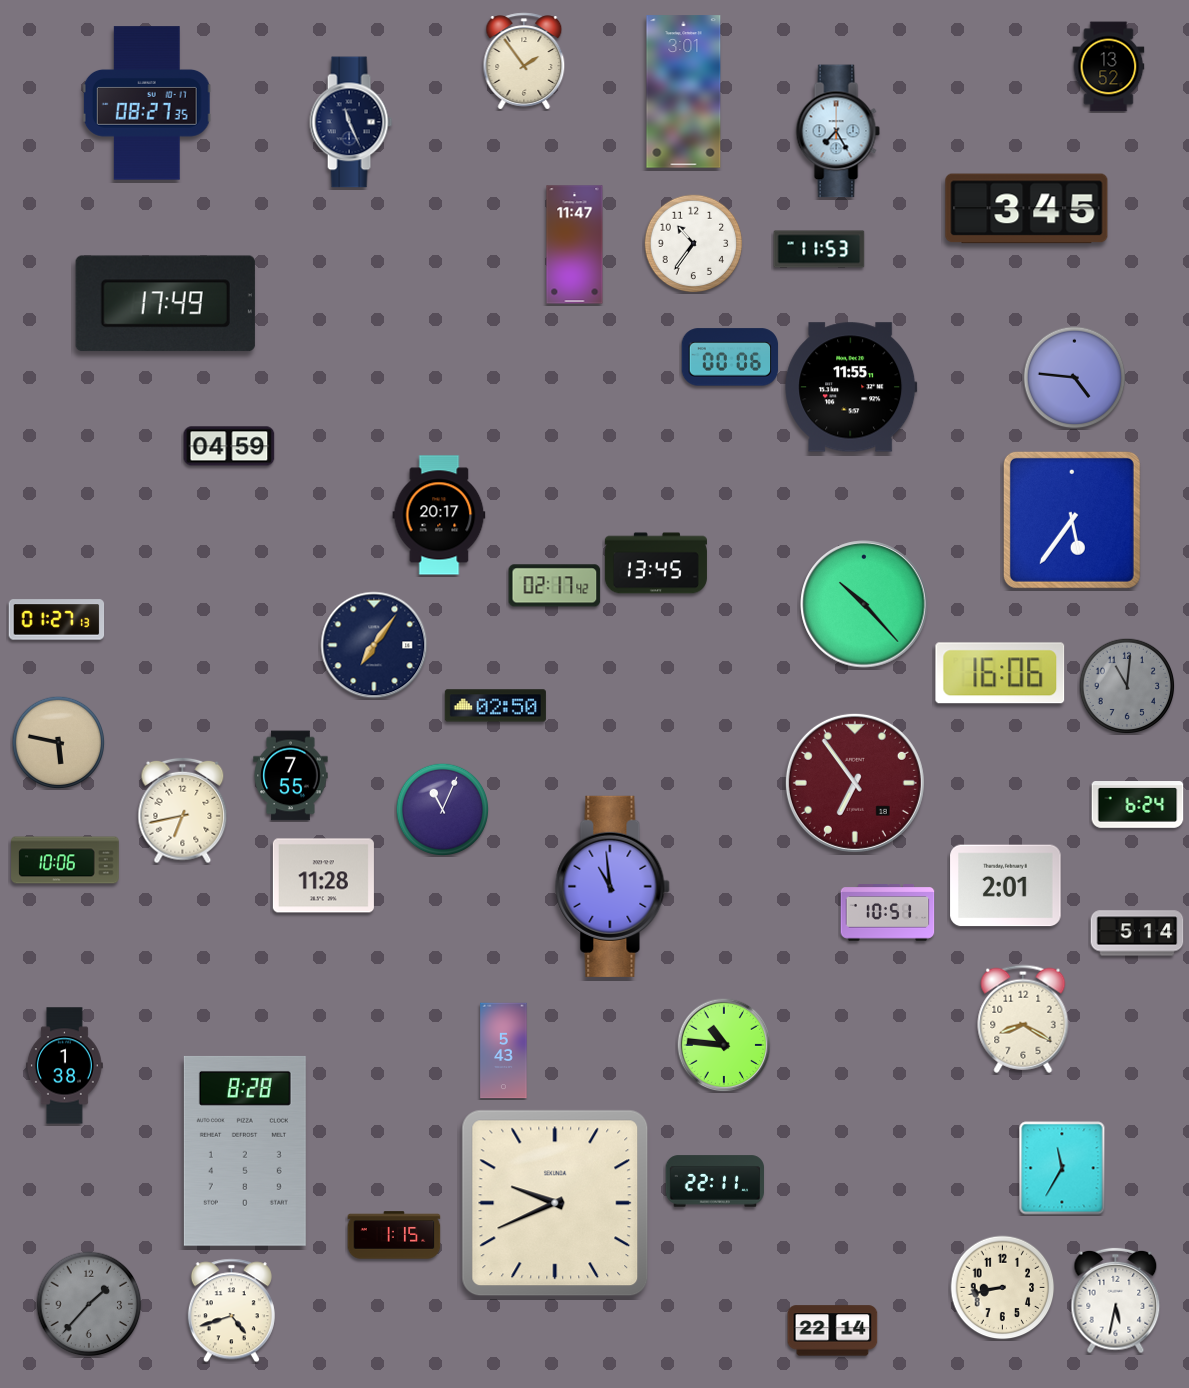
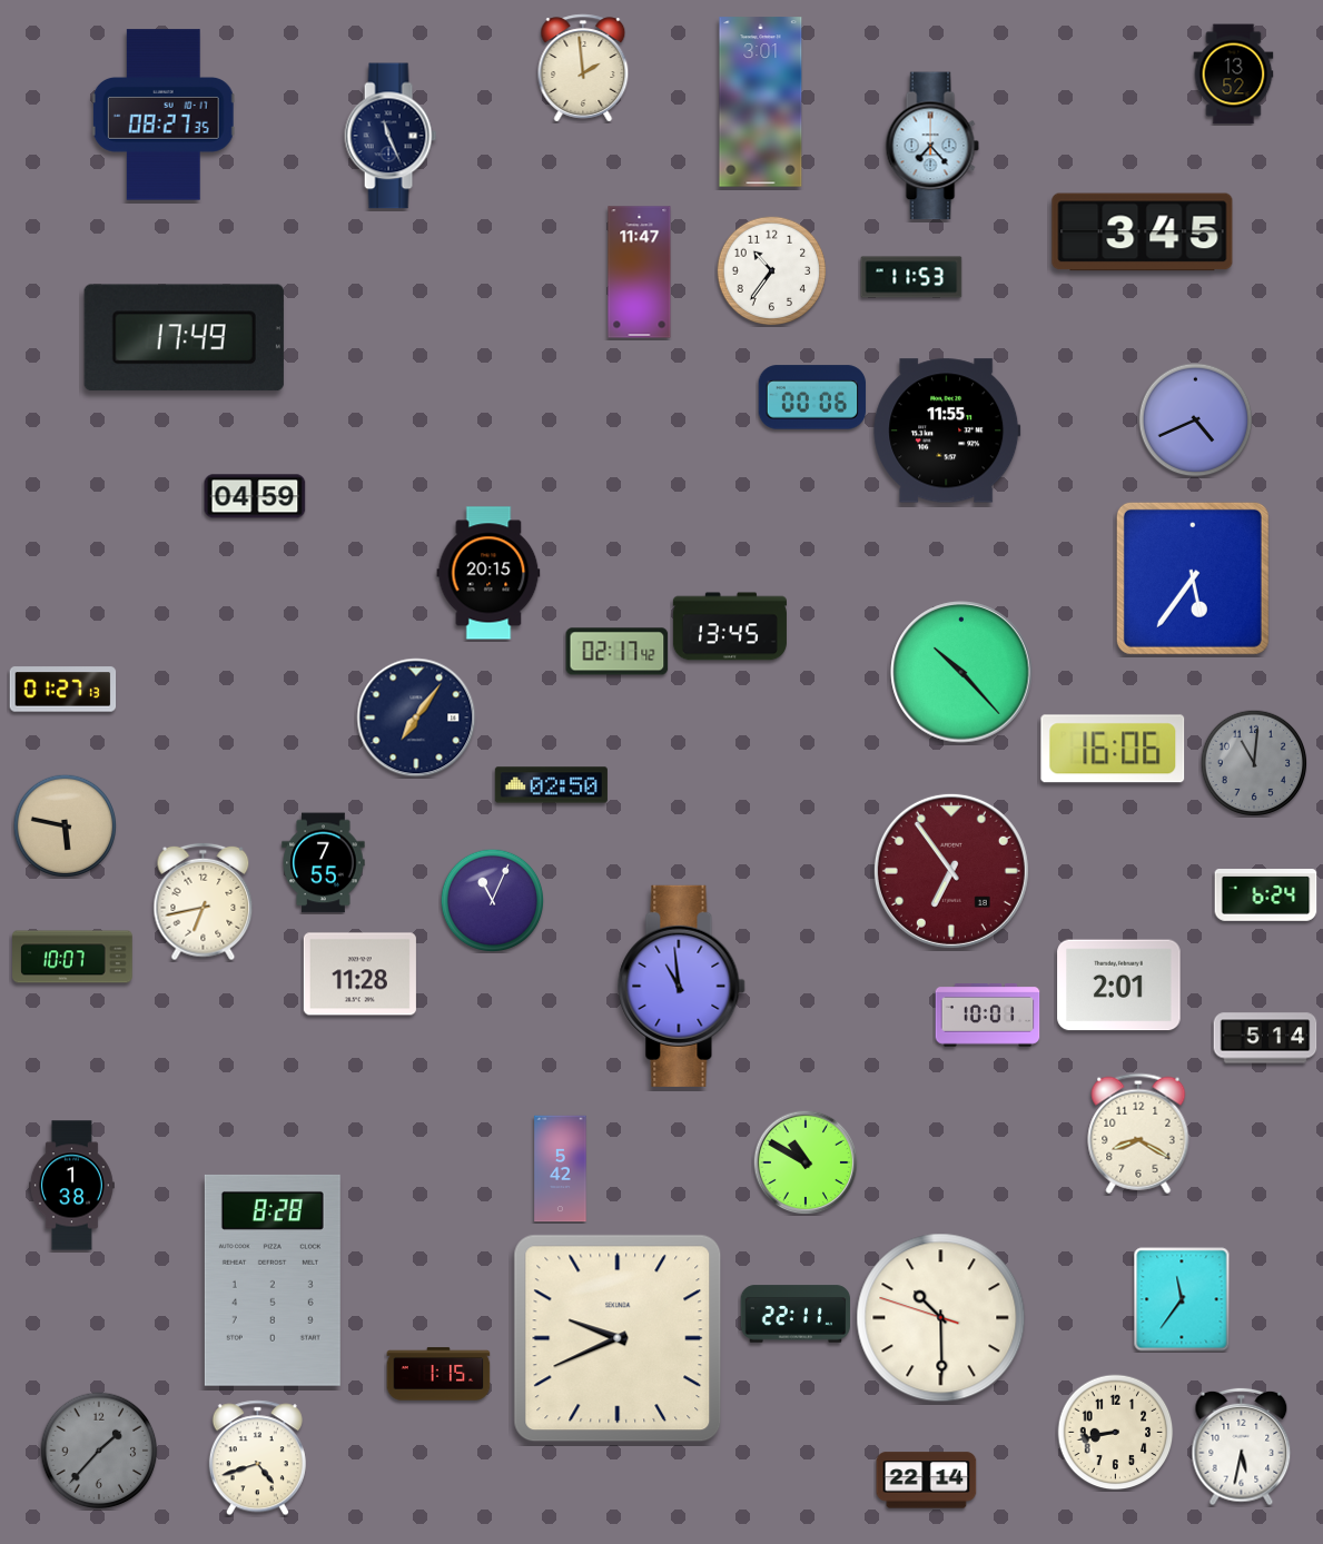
clock at (524, 61): 1:54 -> 1:59
clock at (838, 131): 7:25 -> 7:23
clock at (1075, 378): 4:46 -> 4:41
clock at (439, 515): 20:17 -> 20:15
clock at (65, 860): 10:06 -> 10:07
clock at (888, 913): 10:51 -> 10:01
clock at (724, 1045): 10:46 -> 10:50
clock at (504, 1051): 5:43 -> 5:42
clock at (1062, 1168): 11:35 -> 11:36
clock at (941, 1318): none -> 10:29
